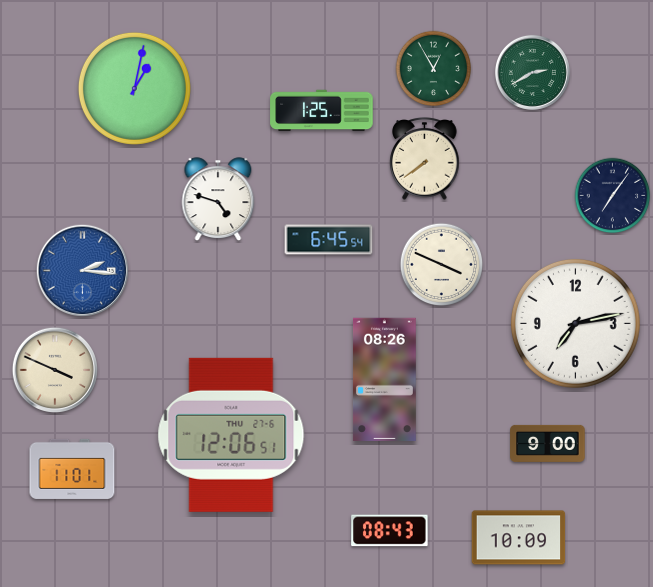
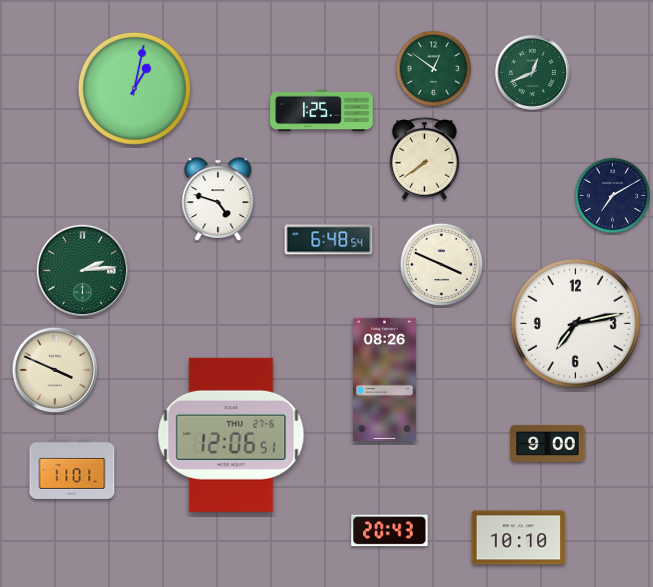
clock at (434, 69): 12:55 -> 12:51
clock at (532, 72): 2:40 -> 12:41
clock at (613, 196): 7:06 -> 7:10
clock at (329, 240): 6:45 -> 6:48
clock at (82, 270): 2:16 -> 2:14
clock at (82, 270) dial: blue -> green
clock at (390, 531): 08:43 -> 20:43
clock at (519, 538): 10:09 -> 10:10
